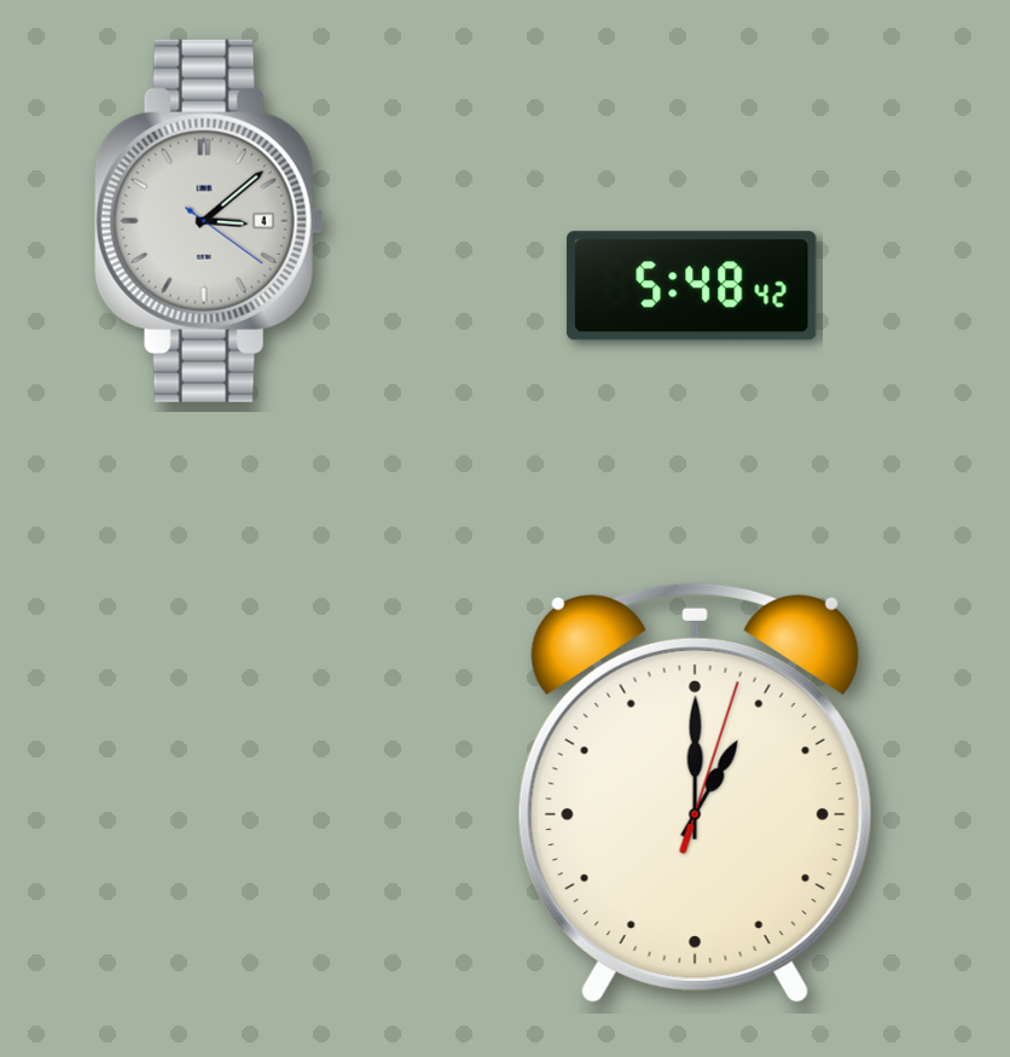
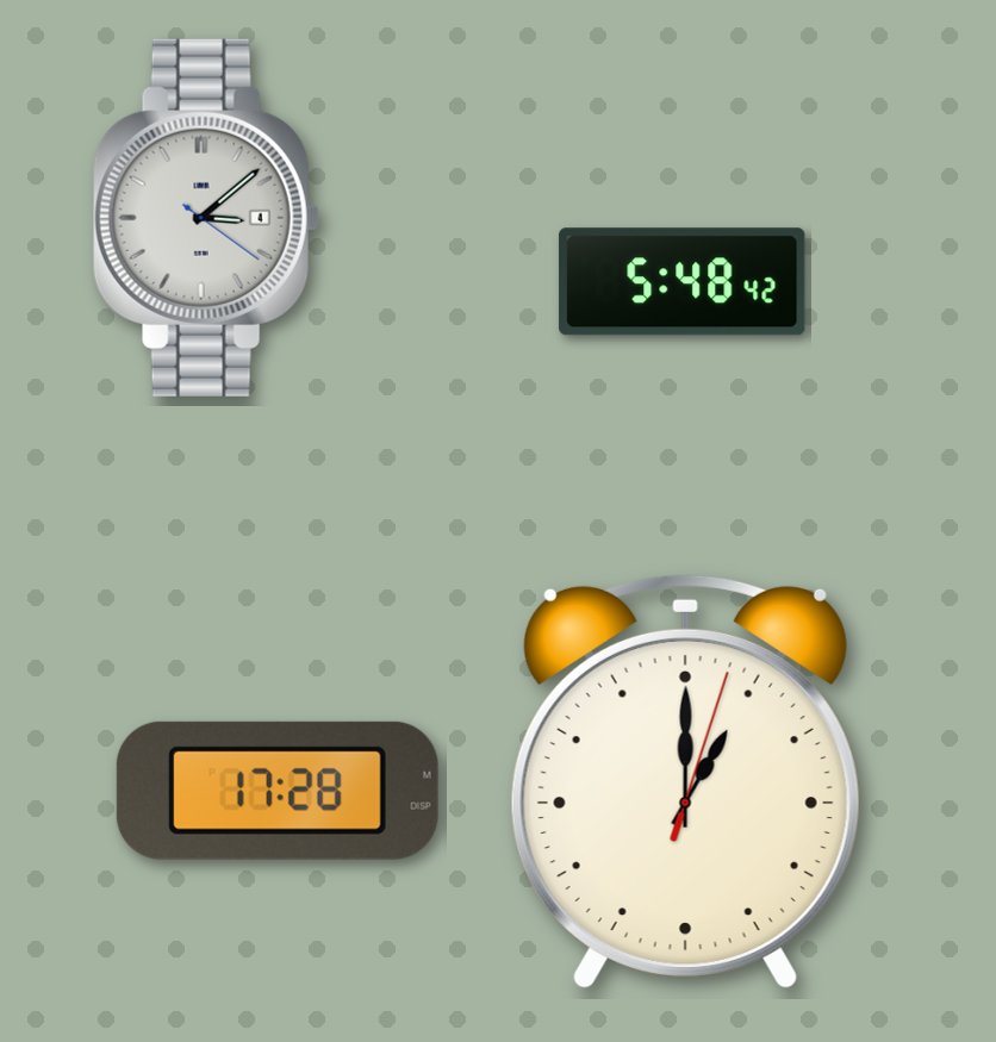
clock at (278, 791): none -> 17:28
